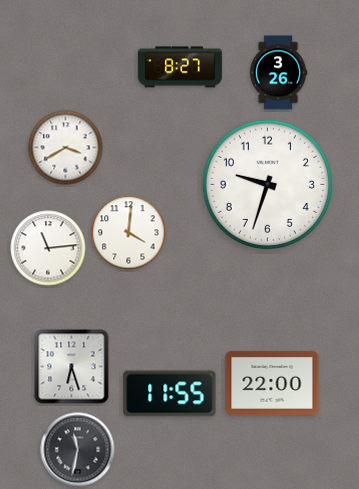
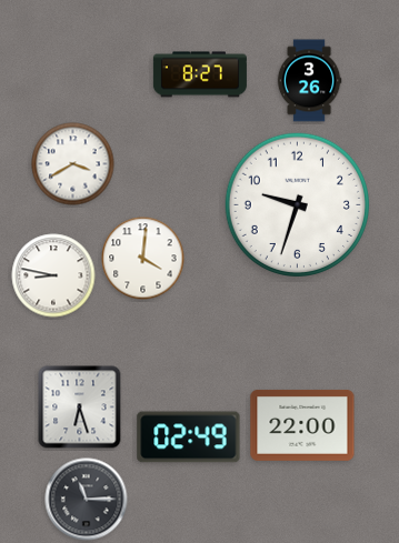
clock at (48, 248): 11:14 -> 8:47
clock at (170, 394): 11:55 -> 02:49
clock at (78, 450): 11:32 -> 11:15
